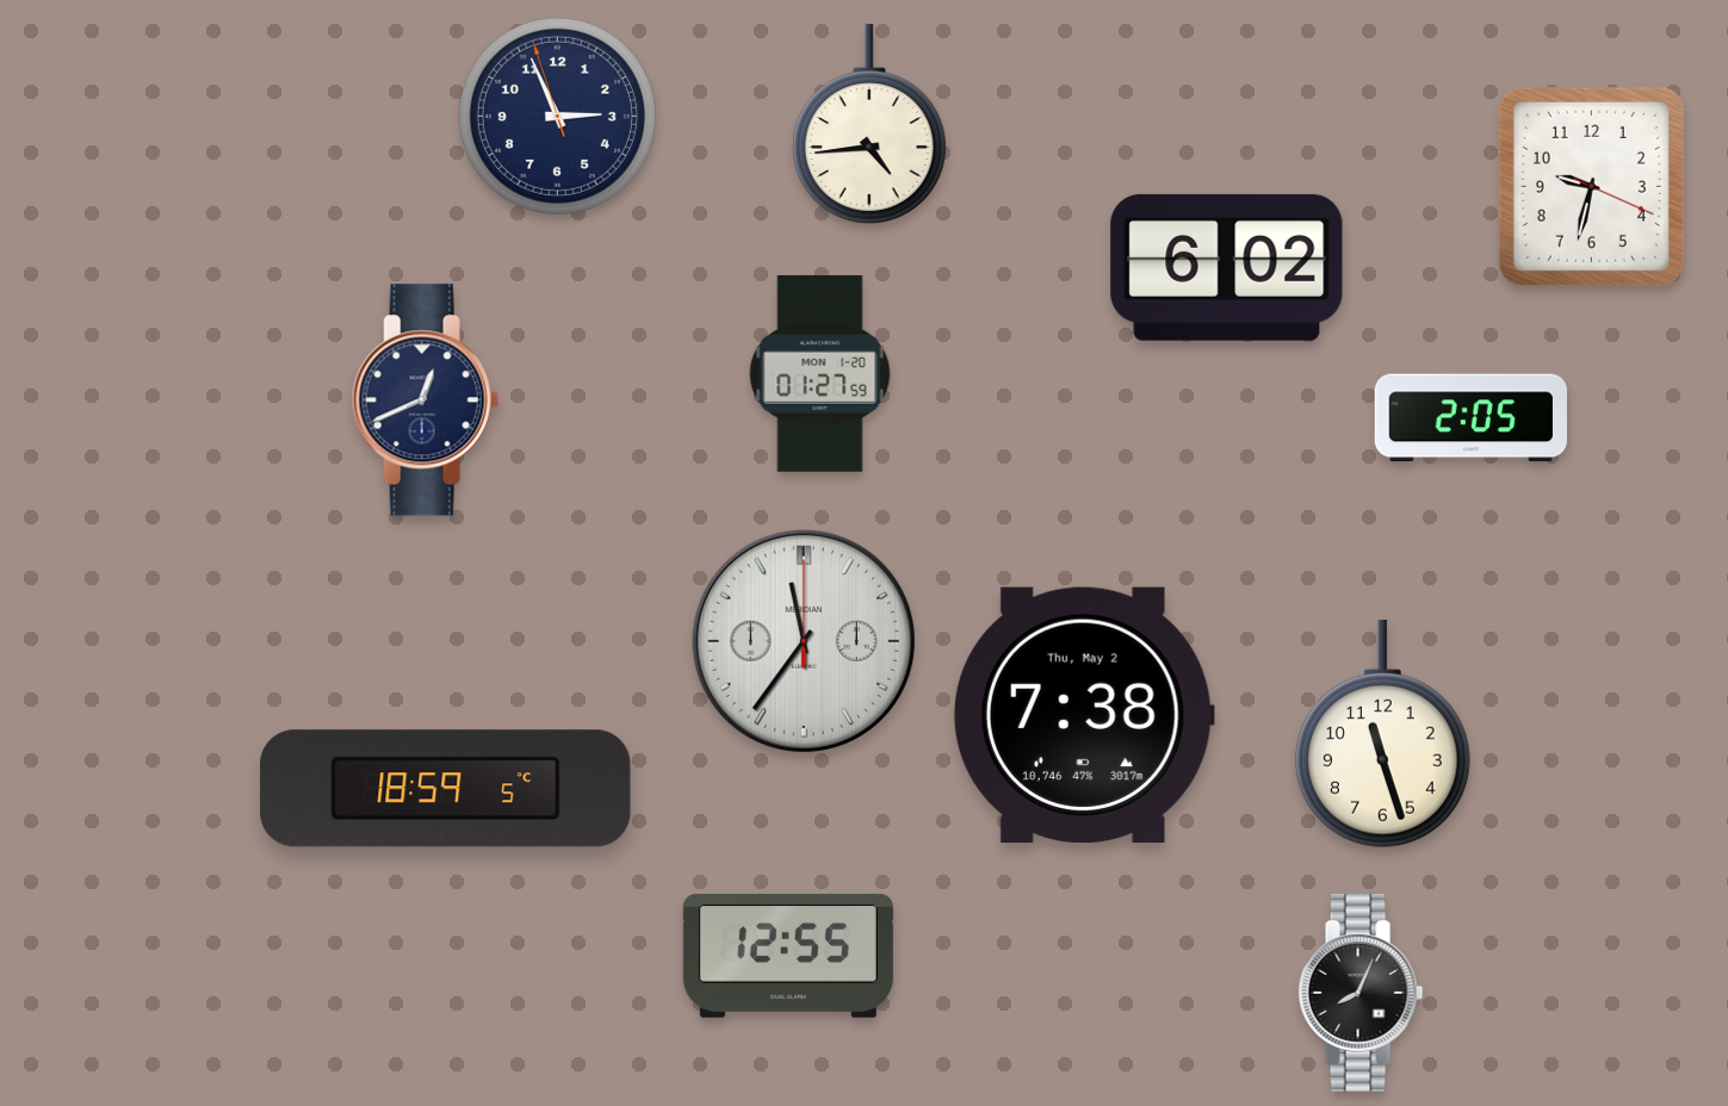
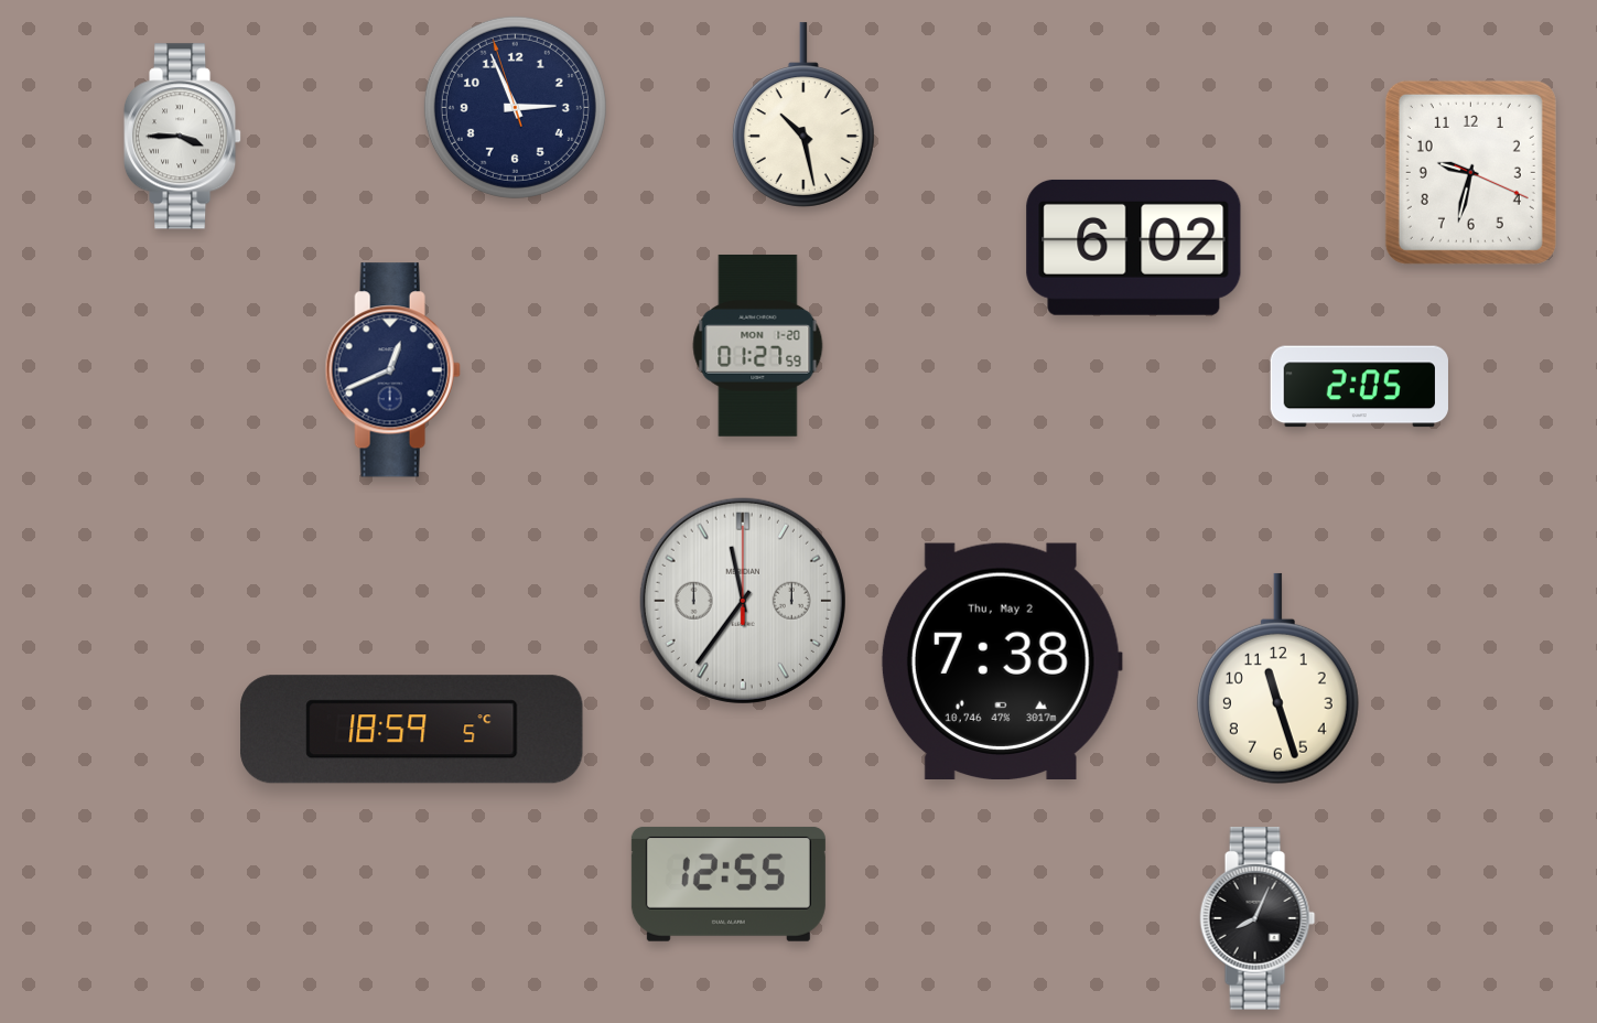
clock at (869, 124): 4:44 -> 10:28
clock at (183, 137): none -> 3:45
clock at (804, 641) position: (804, 641) -> (743, 601)
